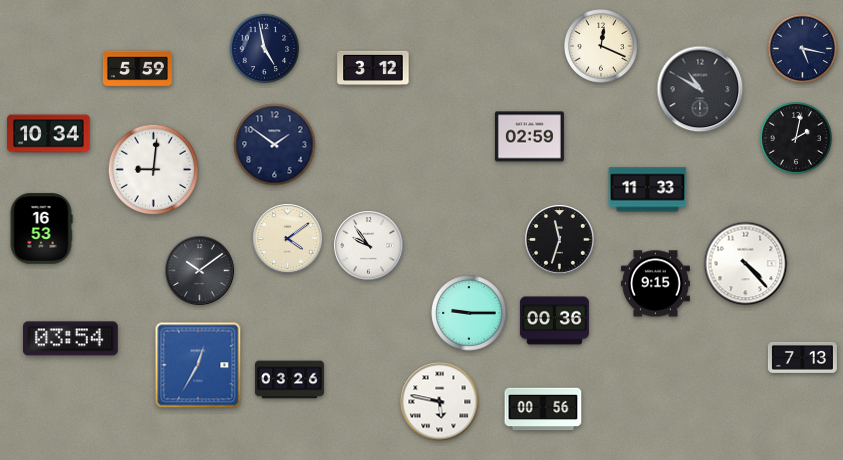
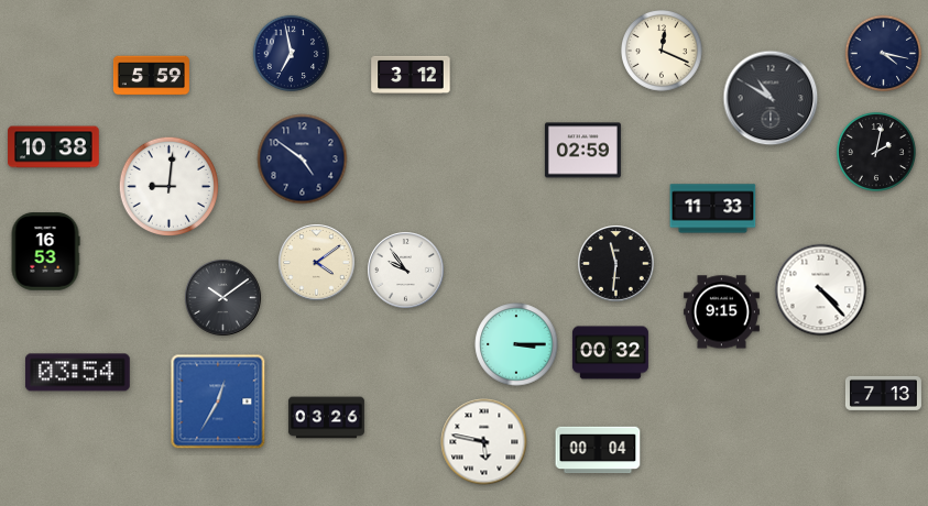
clock at (265, 49): 4:58 -> 6:58
clock at (803, 49): 5:17 -> 4:17
clock at (49, 134): 10:34 -> 10:38
clock at (275, 145): 1:51 -> 4:51
clock at (560, 240): 11:33 -> 11:31
clock at (200, 271) position: (200, 271) -> (223, 298)
clock at (469, 313): 9:15 -> 3:15
clock at (554, 321): 00:36 -> 00:32
clock at (289, 380) position: (289, 380) -> (326, 418)
clock at (543, 409): 00:56 -> 00:04
